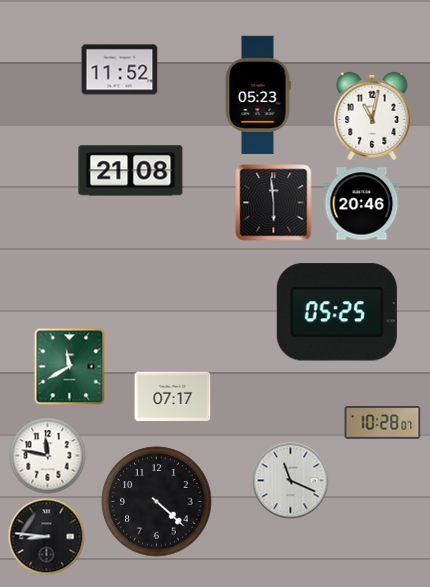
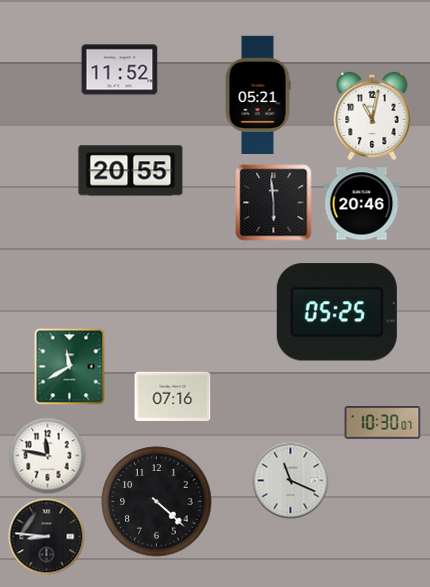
clock at (258, 94): 05:23 -> 05:21
clock at (131, 171): 21:08 -> 20:55
clock at (173, 397): 07:17 -> 07:16
clock at (383, 423): 10:28 -> 10:30
